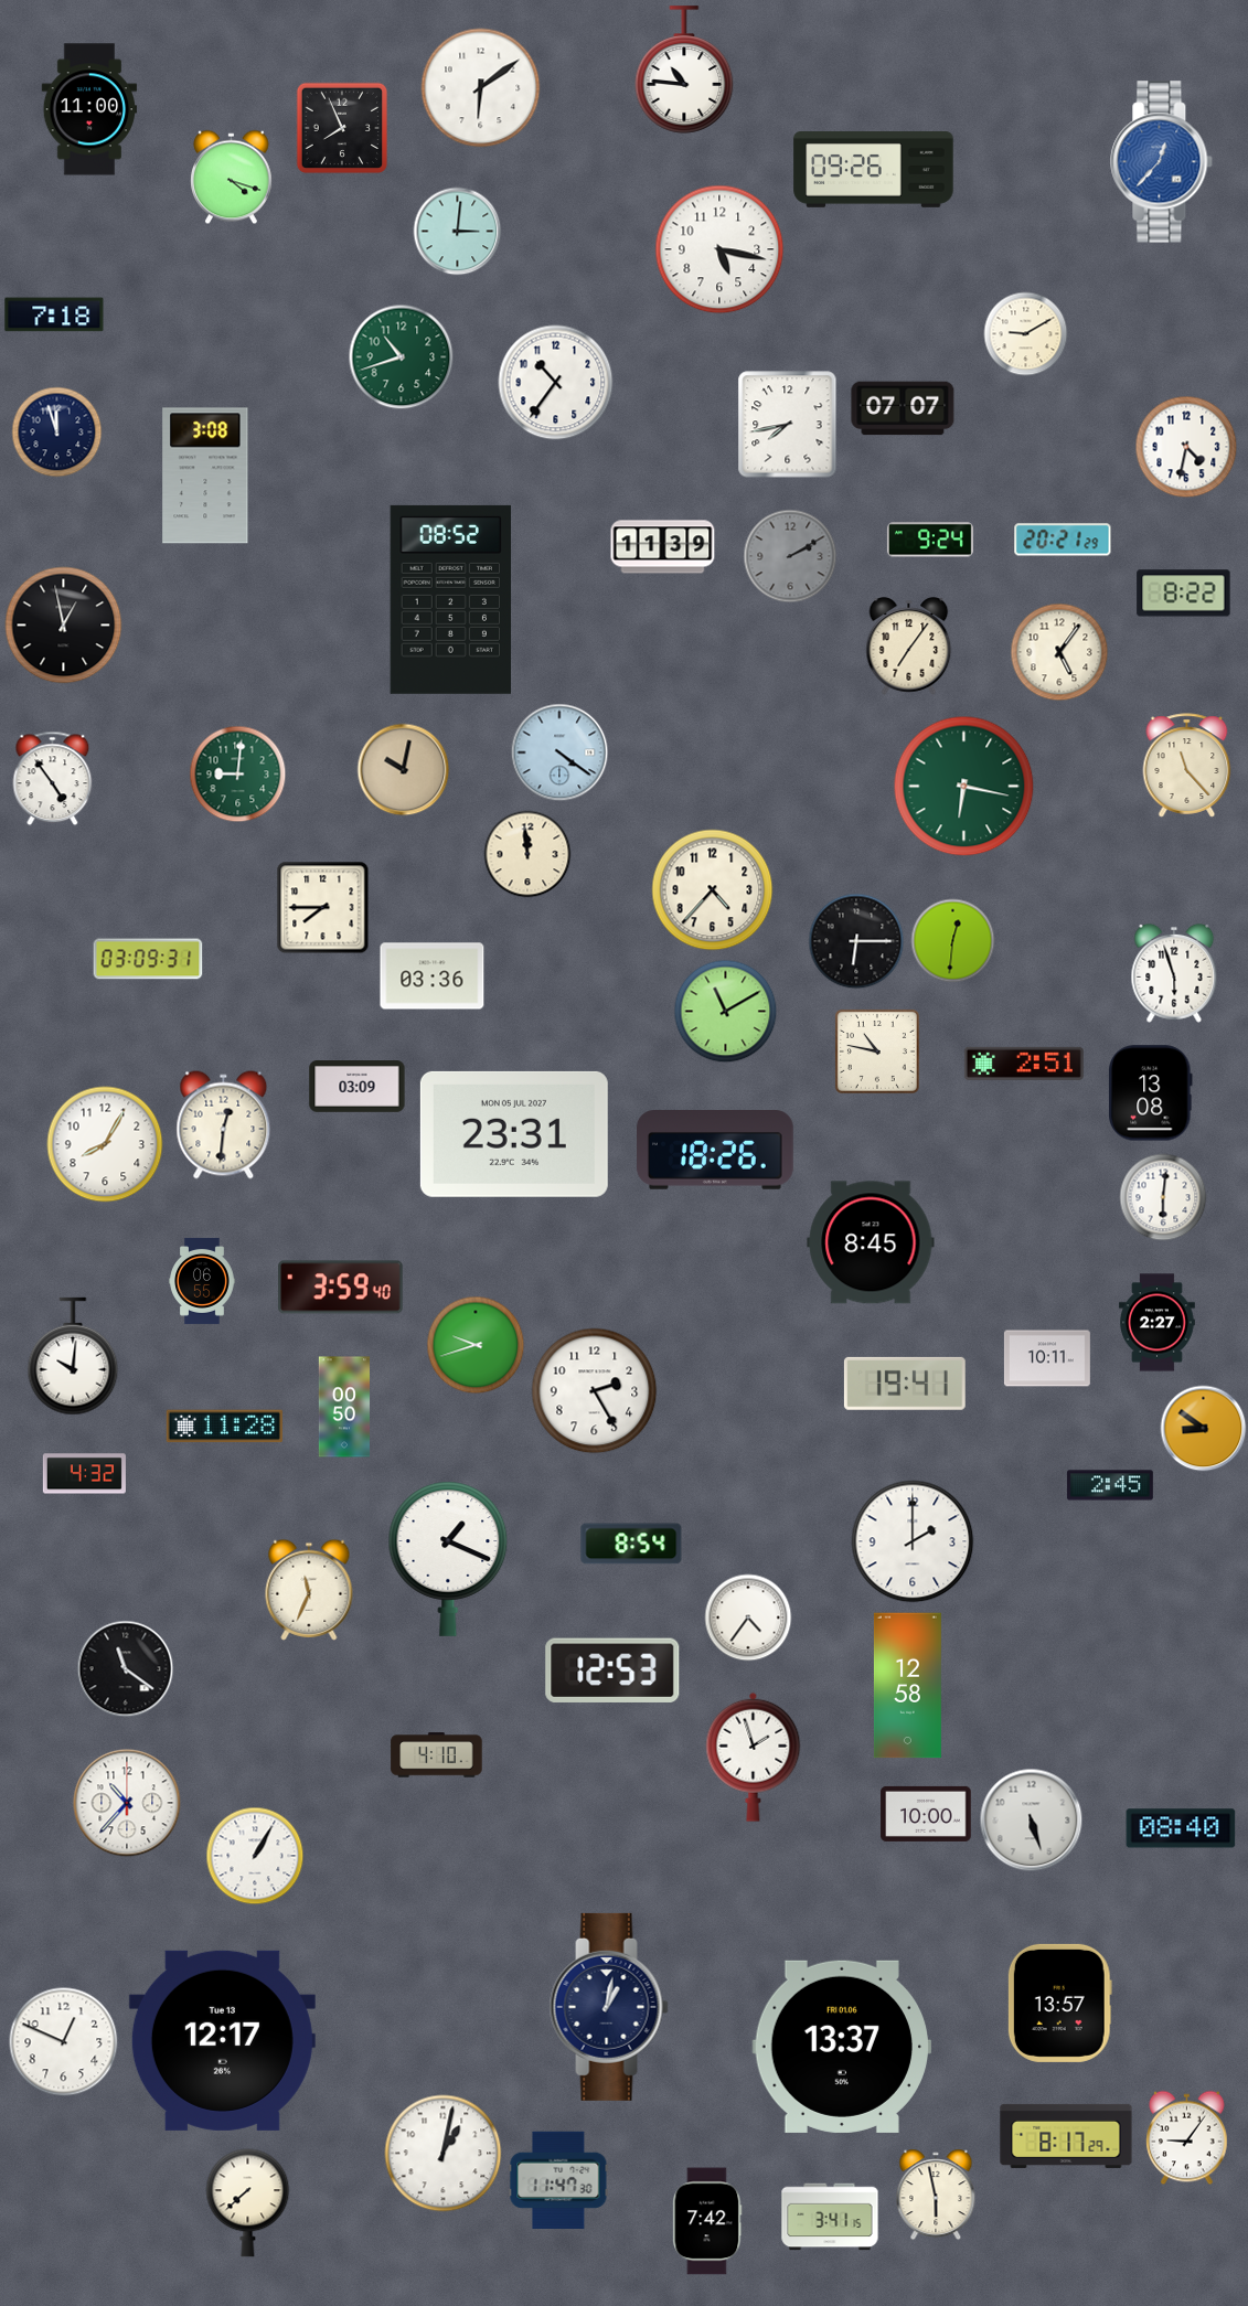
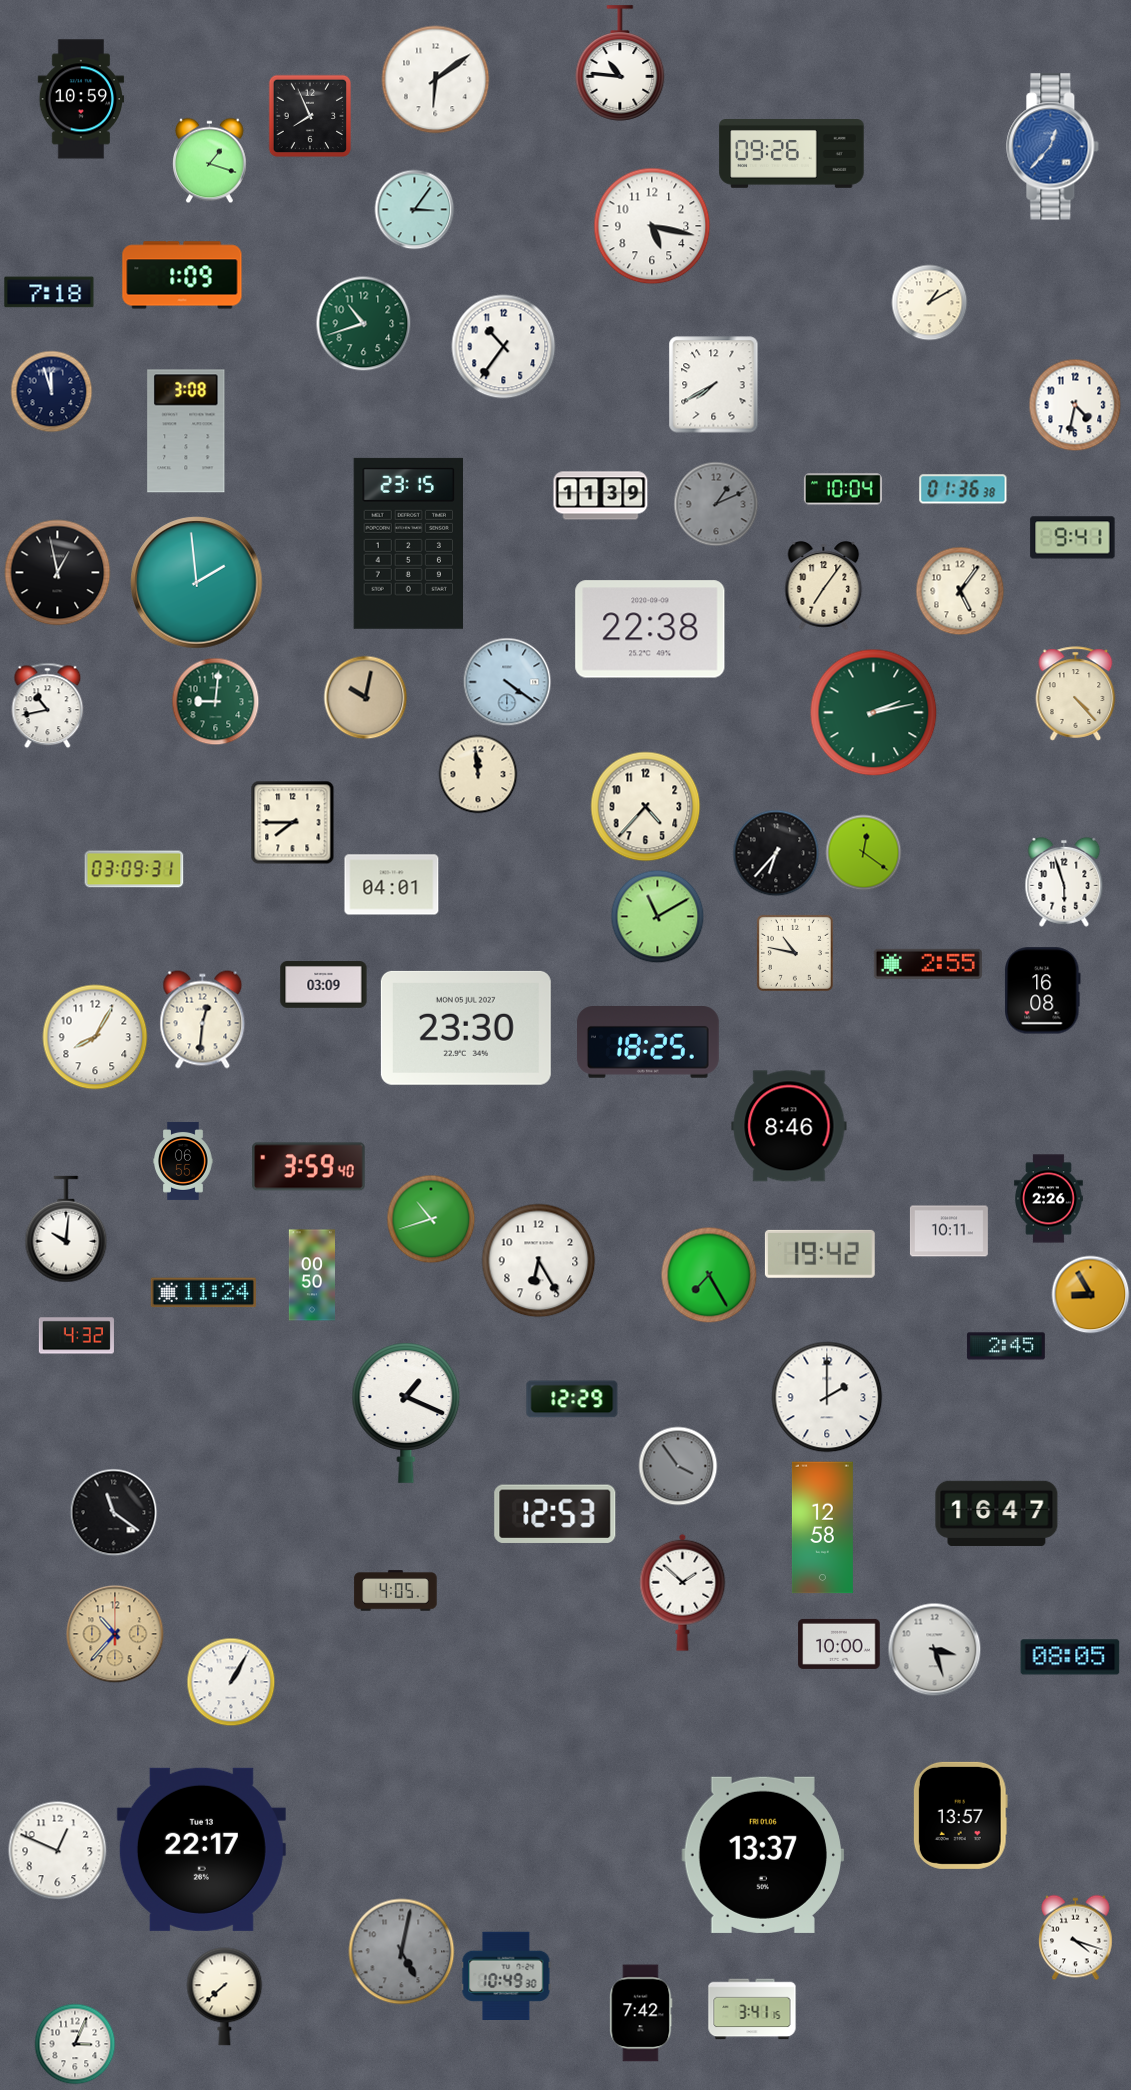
clock at (89, 109): 11:00 -> 10:59
clock at (232, 178): 4:18 -> 1:18
clock at (458, 232): 3:01 -> 3:06
clock at (182, 275): none -> 1:09
clock at (54, 314) position: (54, 314) -> (49, 292)
clock at (1026, 334): 9:10 -> 1:10
clock at (903, 408): 07:07 -> none
clock at (788, 425): 7:43 -> 7:40
clock at (930, 540): 9:24 -> 10:04
clock at (1063, 540): 20:21 -> 01:36
clock at (790, 556): 2:10 -> 1:11
clock at (1184, 594): 8:22 -> 9:41
clock at (450, 599): 08:52 -> 23:15
clock at (64, 626) position: (64, 626) -> (58, 573)
clock at (197, 583): none -> 1:59
clock at (650, 629): none -> 22:38
clock at (1187, 766): 11:23 -> 4:23
clock at (53, 779): 4:54 -> 10:43
clock at (964, 787): 6:17 -> 2:13
clock at (856, 941): 6:15 -> 6:37
clock at (953, 941): 12:31 -> 12:21
clock at (433, 976): 03:36 -> 04:01
clock at (1024, 1064): 2:51 -> 2:55
clock at (1151, 1093): 13:08 -> 16:08
clock at (514, 1134): 23:31 -> 23:30
clock at (716, 1151): 18:26 -> 18:25
clock at (1163, 1197): 6:01 -> none
clock at (871, 1242): 8:45 -> 8:46
clock at (1158, 1323): 2:27 -> 2:26
clock at (476, 1345): 9:42 -> 10:42
clock at (905, 1384): 19:41 -> 19:42
clock at (595, 1391): 2:25 -> 6:25
clock at (709, 1275): none -> 7:25
clock at (224, 1427): 11:28 -> 11:24
clock at (1204, 1429): 8:51 -> 8:55
clock at (631, 1544): 8:54 -> 12:29
clock at (309, 1590): 11:34 -> none
clock at (748, 1618): 4:36 -> 3:54
clock at (748, 1618) dial: white -> grey
clock at (997, 1513): none -> 16:47
clock at (437, 1755): 4:10 -> 4:05
clock at (754, 1757): 1:57 -> 1:52
clock at (127, 1803) dial: white -> champagne
clock at (1032, 1821): 5:27 -> 3:27
clock at (1181, 1828): 08:40 -> 08:05
clock at (609, 2007): 1:02 -> none
clock at (222, 2040): 12:17 -> 22:17
clock at (1066, 2136): 8:17 -> none
clock at (1187, 2138): 9:06 -> 4:18
clock at (444, 2154): 1:02 -> 5:02
clock at (444, 2154) dial: white -> grey
clock at (558, 2179): 11:47 -> 10:49
clock at (936, 2195): 5:58 -> none
clock at (75, 2044): none -> 3:04
